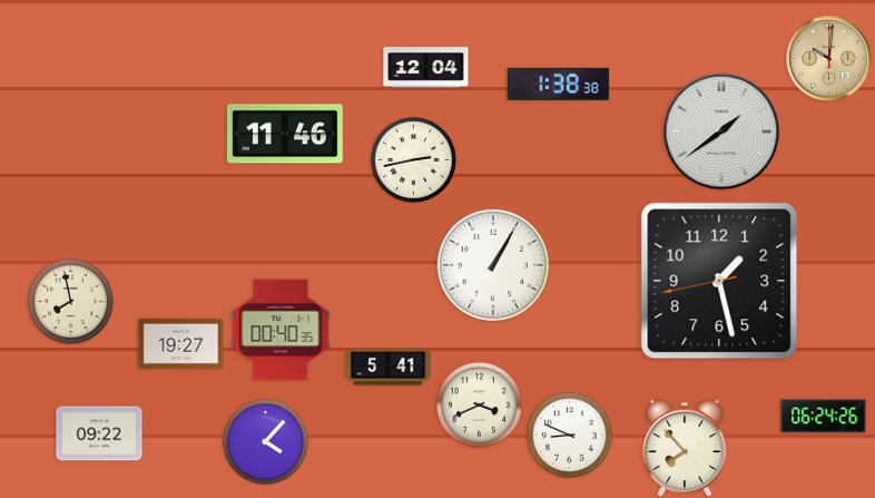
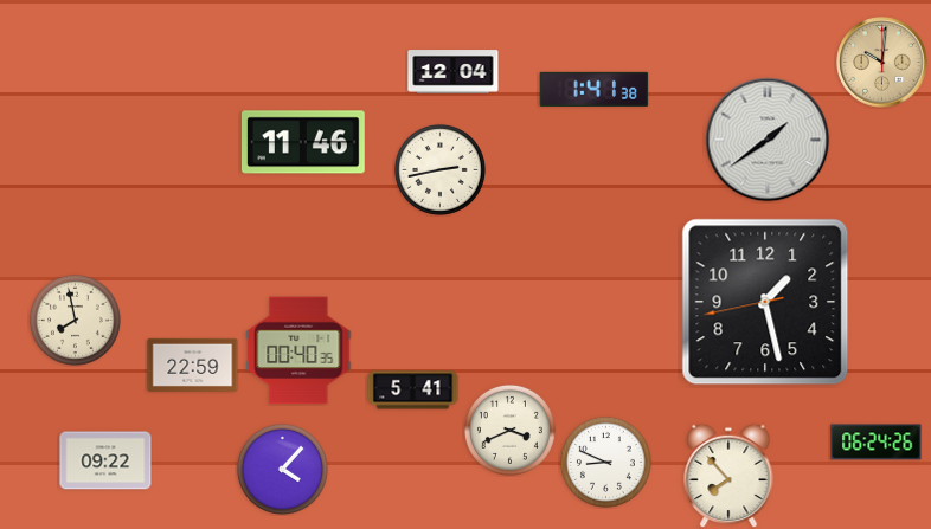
clock at (559, 84): 1:38 -> 1:41
clock at (492, 264): 1:05 -> none
clock at (719, 281) position: (719, 281) -> (765, 302)
clock at (181, 343): 19:27 -> 22:59
